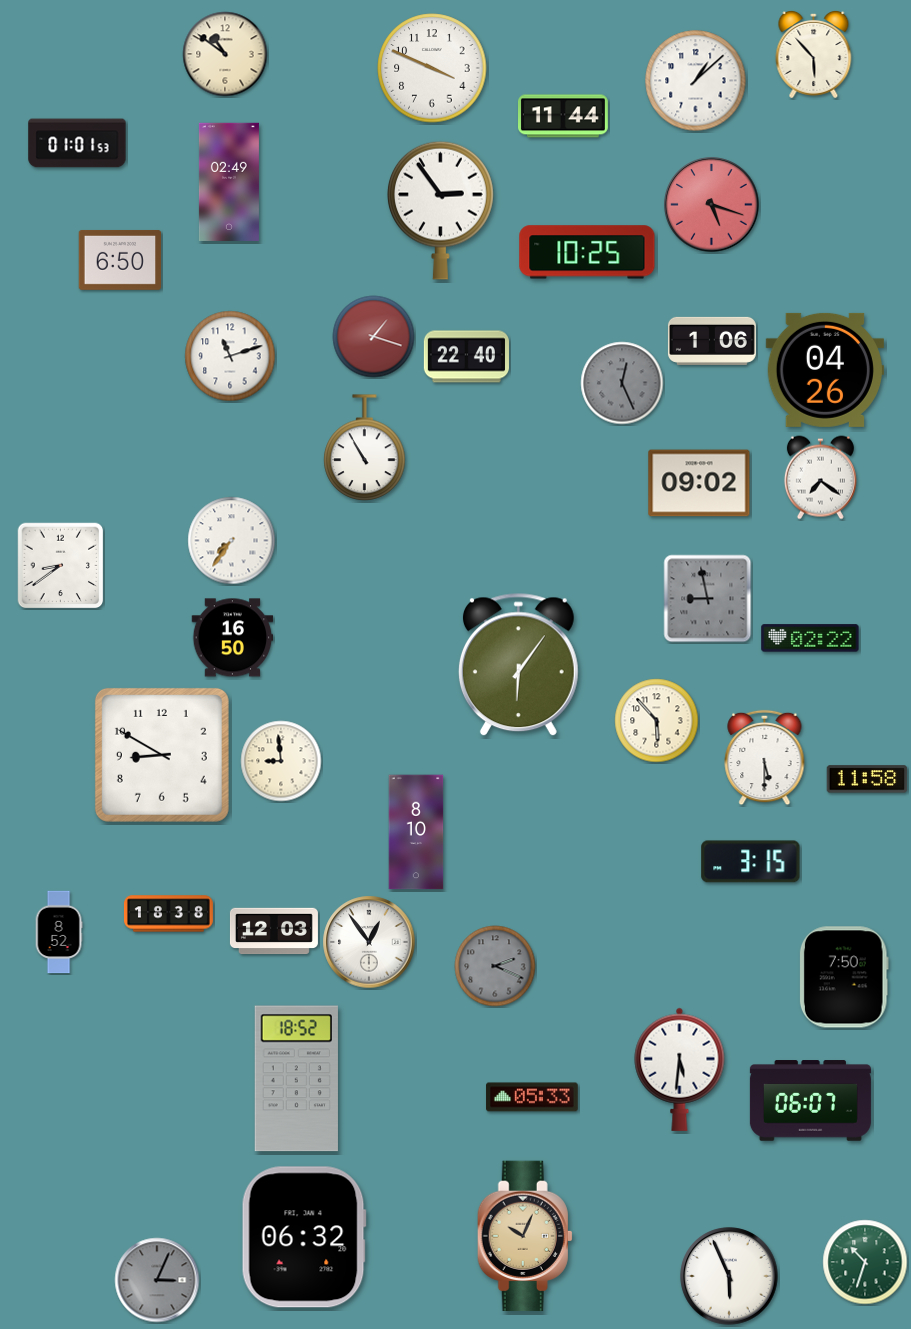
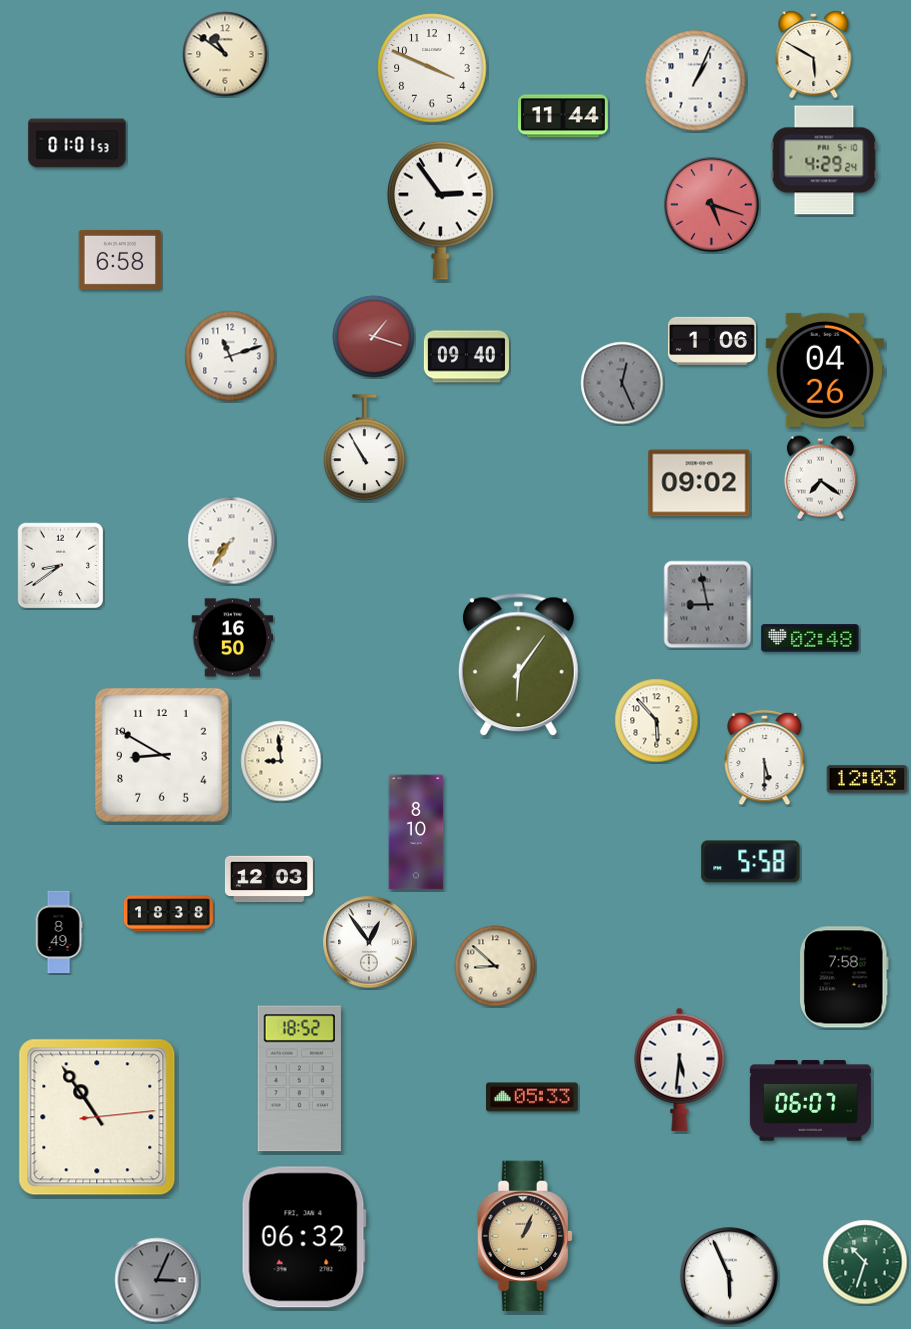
clock at (814, 54): 5:53 -> 5:50
clock at (696, 81): 1:08 -> 1:04
clock at (824, 160): none -> 4:29
clock at (229, 181): 02:49 -> none
clock at (587, 252): 10:25 -> none
clock at (120, 260): 6:50 -> 6:58
clock at (466, 357): 22:40 -> 09:40
clock at (708, 599) position: (708, 599) -> (708, 605)
clock at (810, 638): 02:22 -> 02:48
clock at (867, 779): 11:58 -> 12:03
clock at (751, 862): 3:15 -> 5:58
clock at (274, 931) position: (274, 931) -> (269, 879)
clock at (59, 932): 8:52 -> 8:49
clock at (495, 966): 2:19 -> 8:52
clock at (495, 966) dial: grey -> cream
clock at (844, 977): 7:50 -> 7:58
clock at (296, 1079) position: (296, 1079) -> (299, 1079)
clock at (97, 1117): none -> 10:54
clock at (525, 1236): 10:04 -> 1:04
